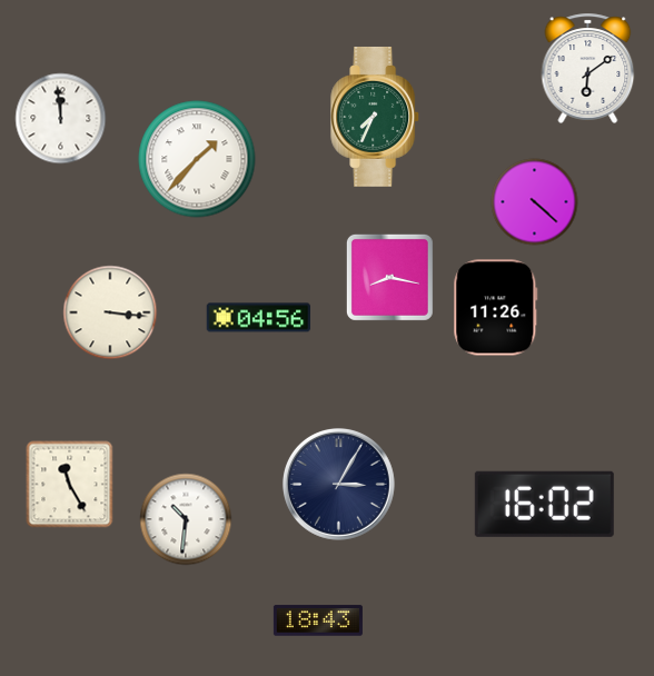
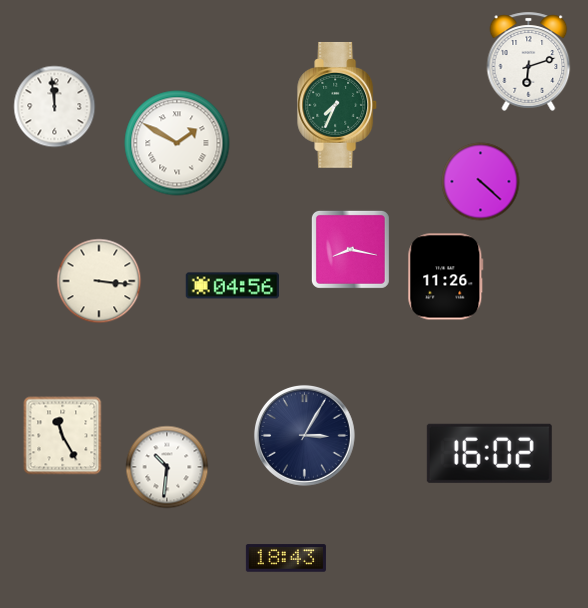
clock at (588, 68): 6:09 -> 6:12
clock at (197, 159): 1:37 -> 1:50
